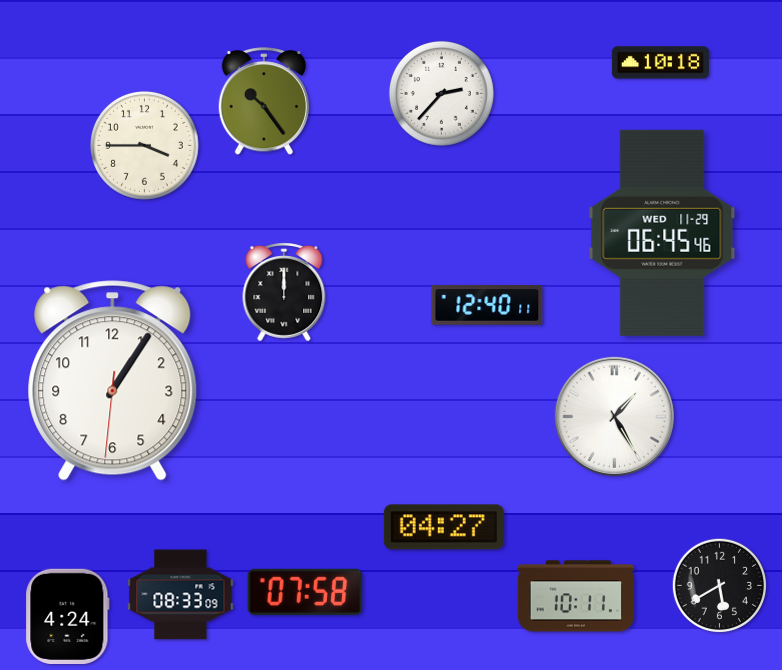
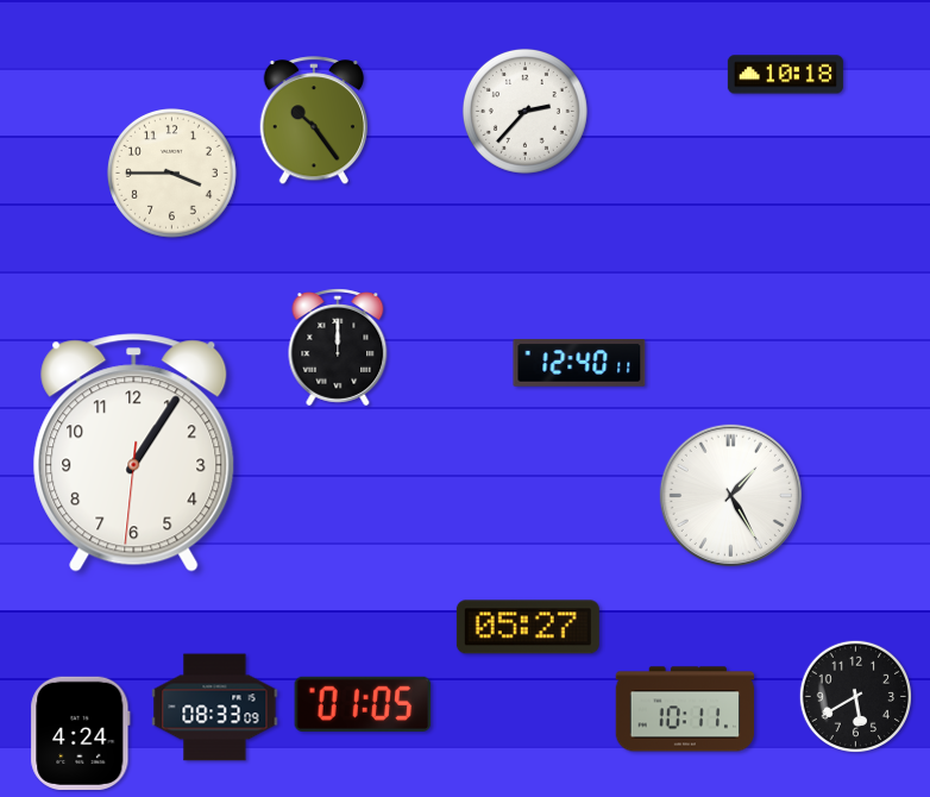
clock at (662, 233): 06:45 -> none
clock at (444, 527): 04:27 -> 05:27
clock at (305, 592): 07:58 -> 01:05
